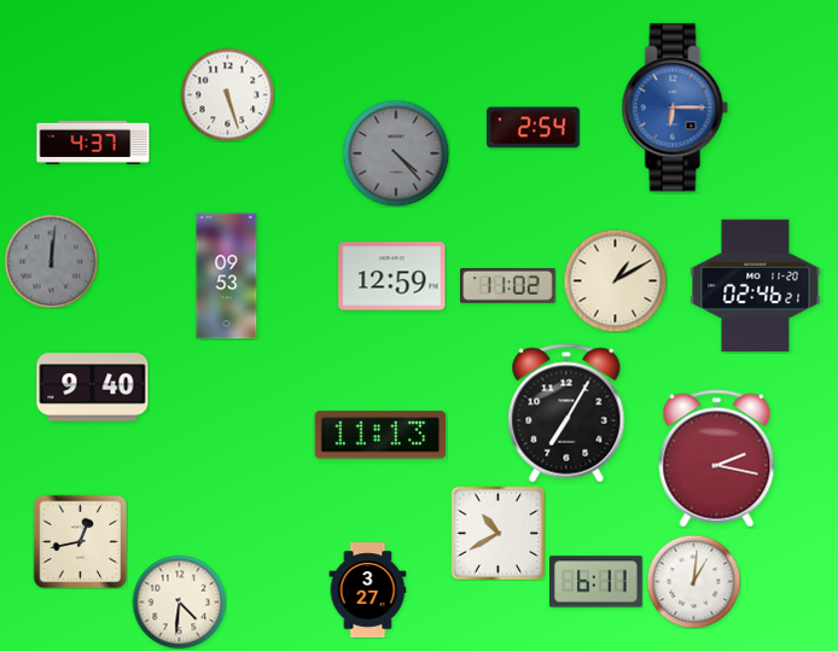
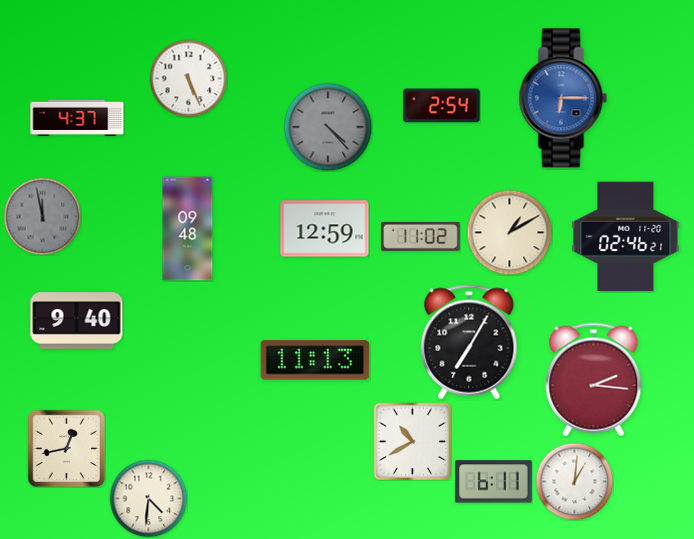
clock at (227, 94): 5:27 -> 5:26
clock at (675, 107) position: (675, 107) -> (563, 98)
clock at (51, 261): 12:01 -> 11:58
clock at (227, 277): 09:53 -> 09:48
clock at (717, 459): 2:17 -> 2:16
clock at (368, 591): 3:27 -> none
